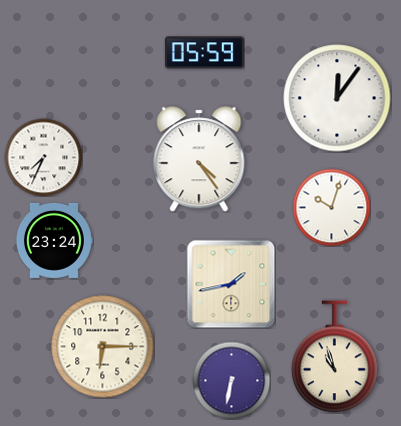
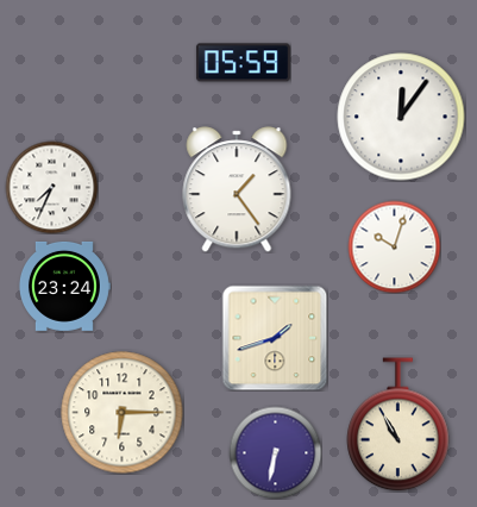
clock at (199, 159): 4:24 -> 1:24
clock at (231, 284): 1:43 -> 1:42
clock at (335, 357): 10:57 -> 10:55
